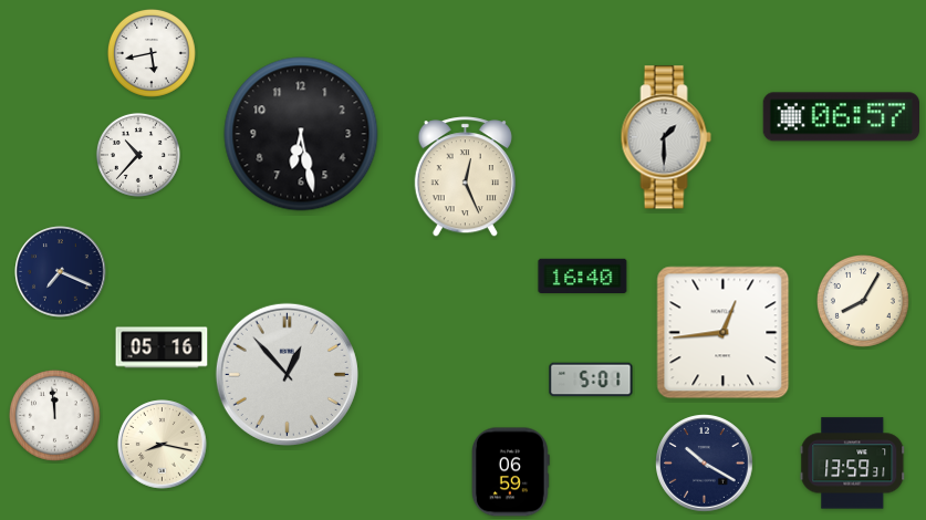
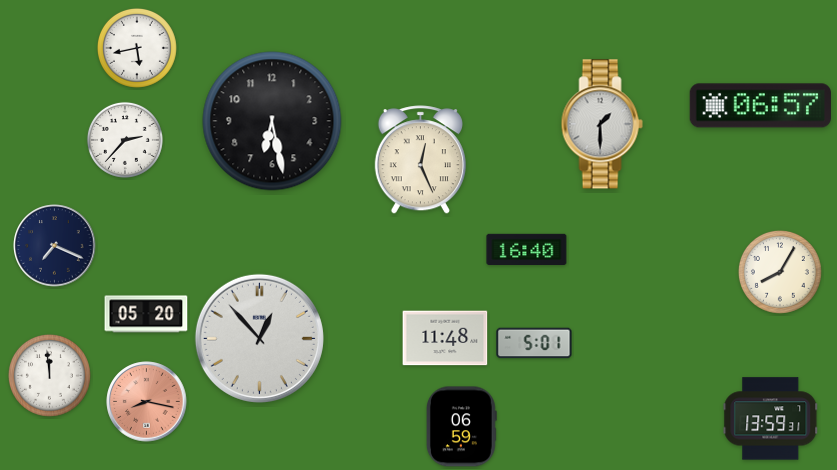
clock at (138, 155): 10:37 -> 2:37
clock at (724, 333): 12:44 -> none
clock at (162, 347): 05:16 -> 05:20
clock at (445, 338): none -> 11:48
clock at (163, 445) dial: cream -> salmon
clock at (705, 464): 10:20 -> none
